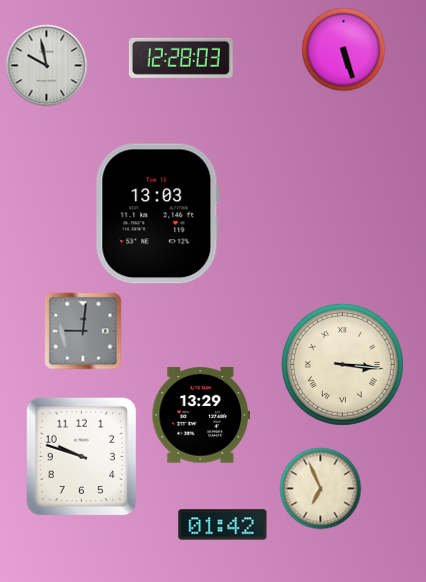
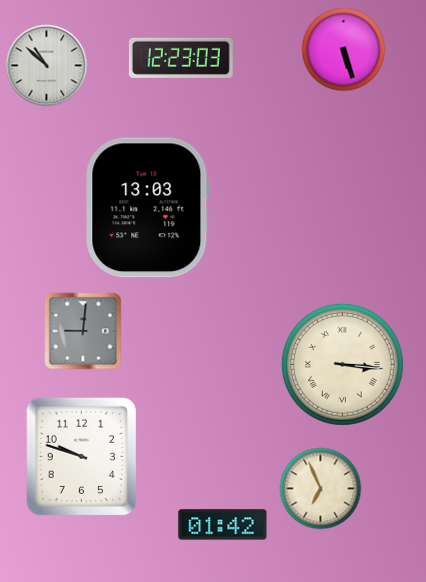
clock at (181, 58): 12:28 -> 12:23
clock at (47, 66): 9:58 -> 10:52
clock at (157, 214) position: (157, 214) -> (147, 208)
clock at (201, 415): 13:29 -> none
